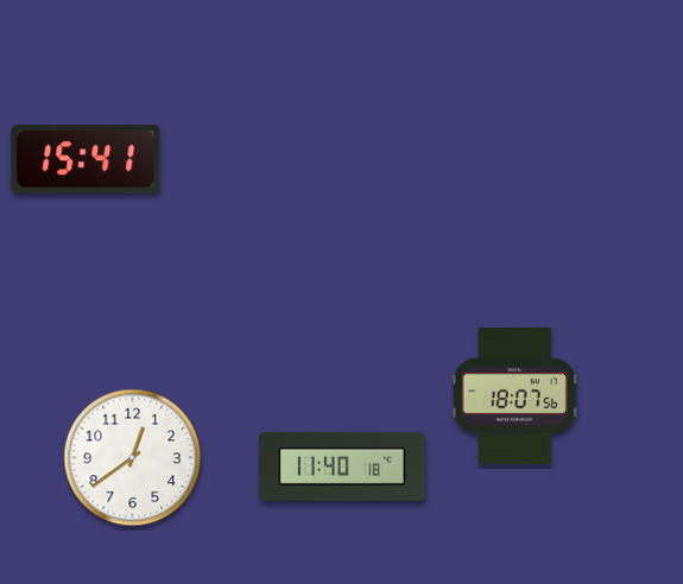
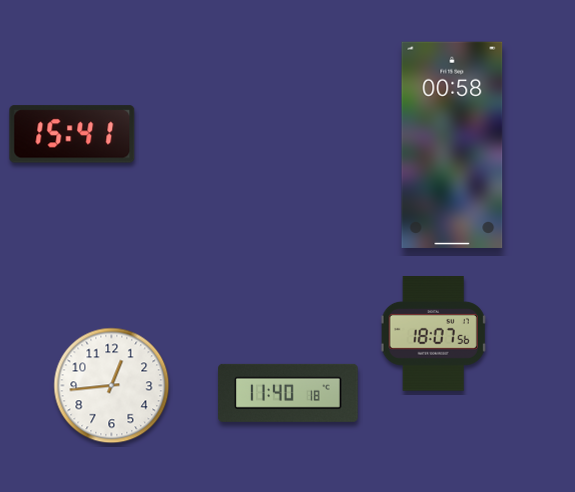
clock at (452, 145): none -> 00:58
clock at (133, 458): 12:39 -> 12:44
